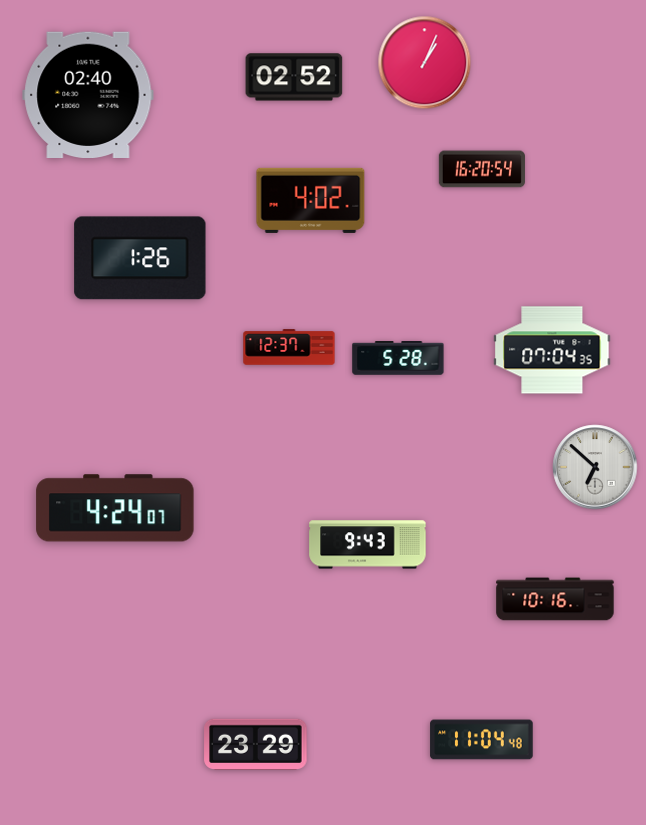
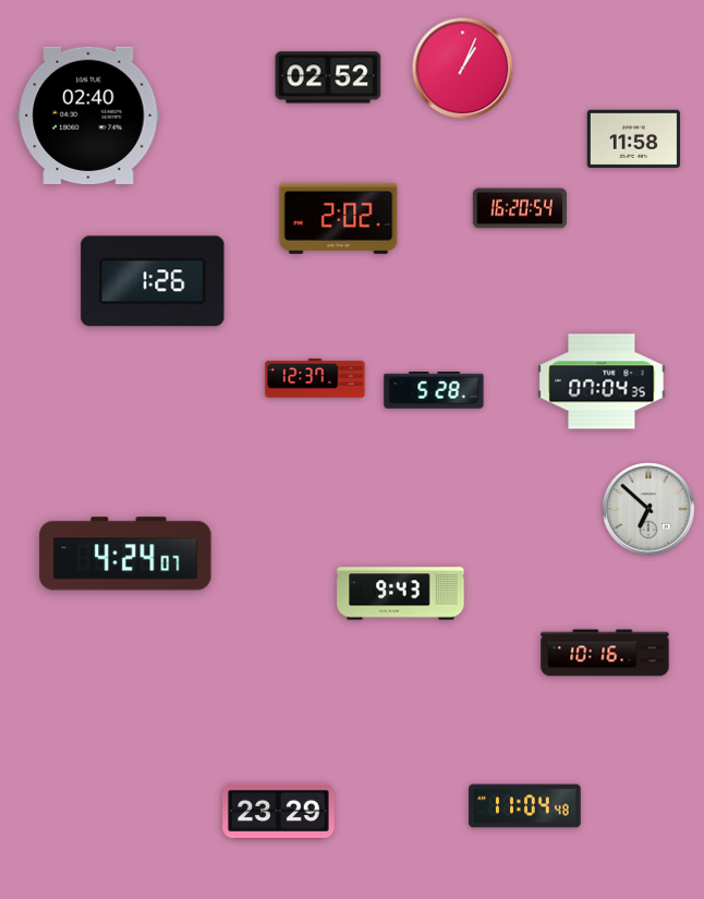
clock at (294, 77) position: (294, 77) -> (328, 77)
clock at (88, 94) position: (88, 94) -> (88, 114)
clock at (634, 139): none -> 11:58
clock at (482, 169) position: (482, 169) -> (520, 208)
clock at (311, 200): 4:02 -> 2:02
